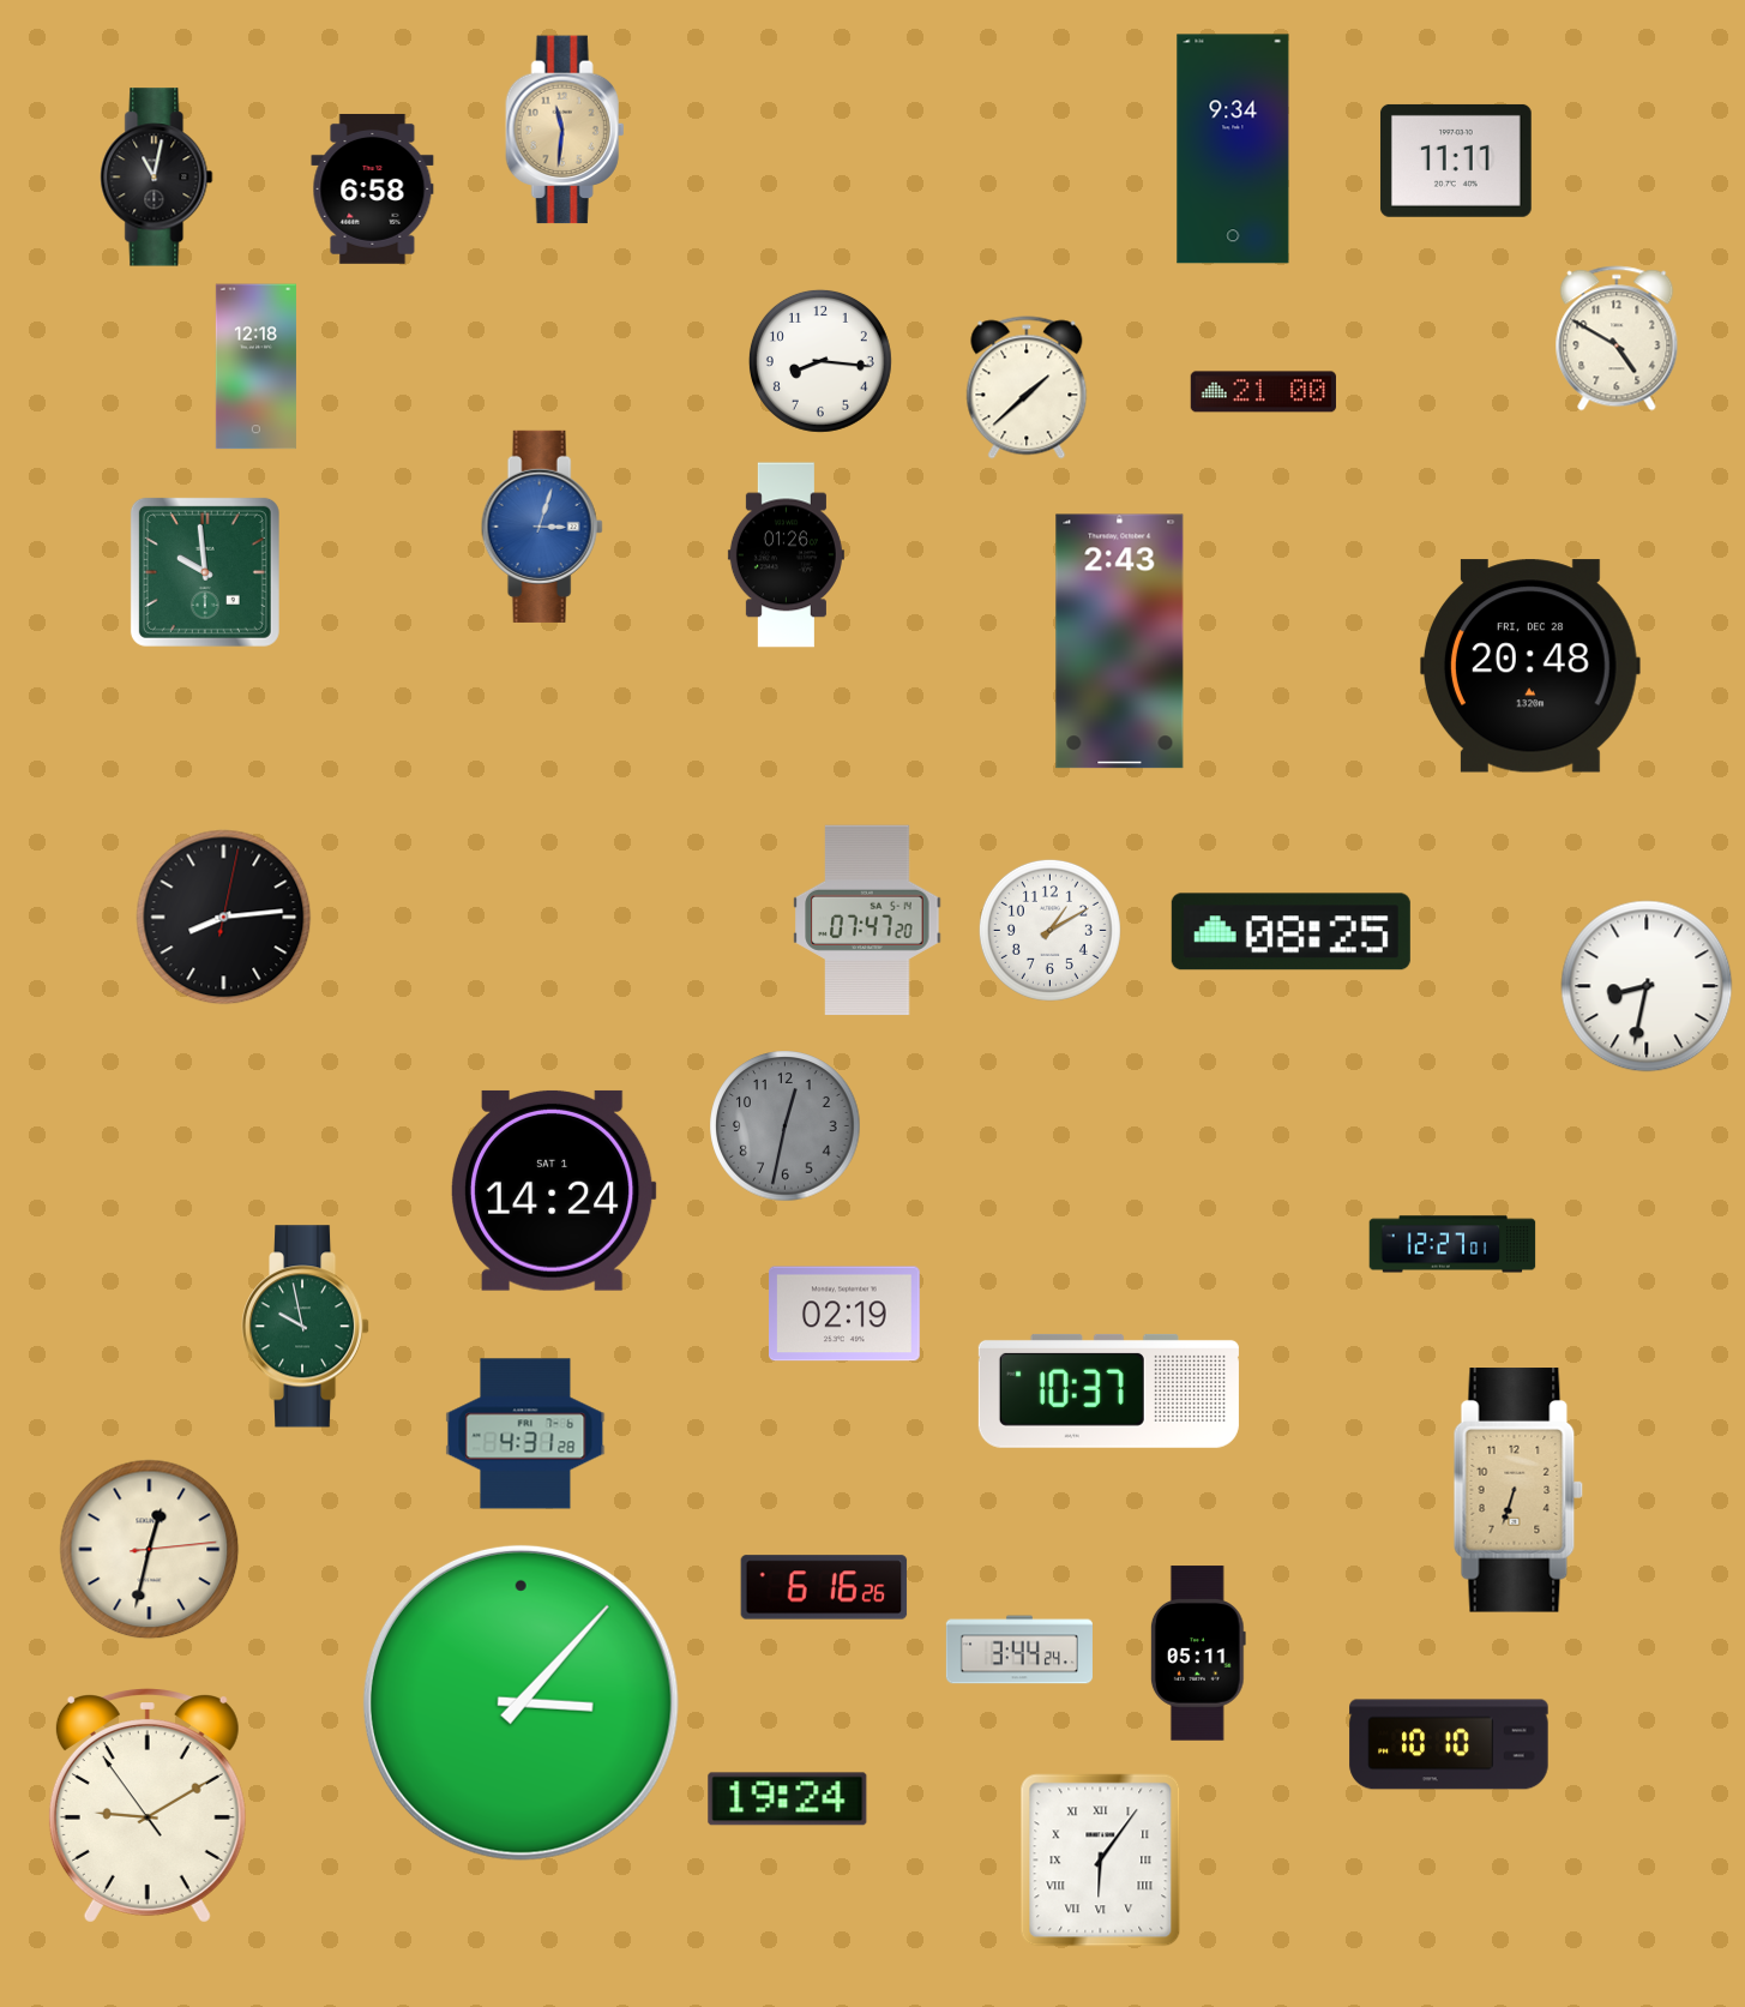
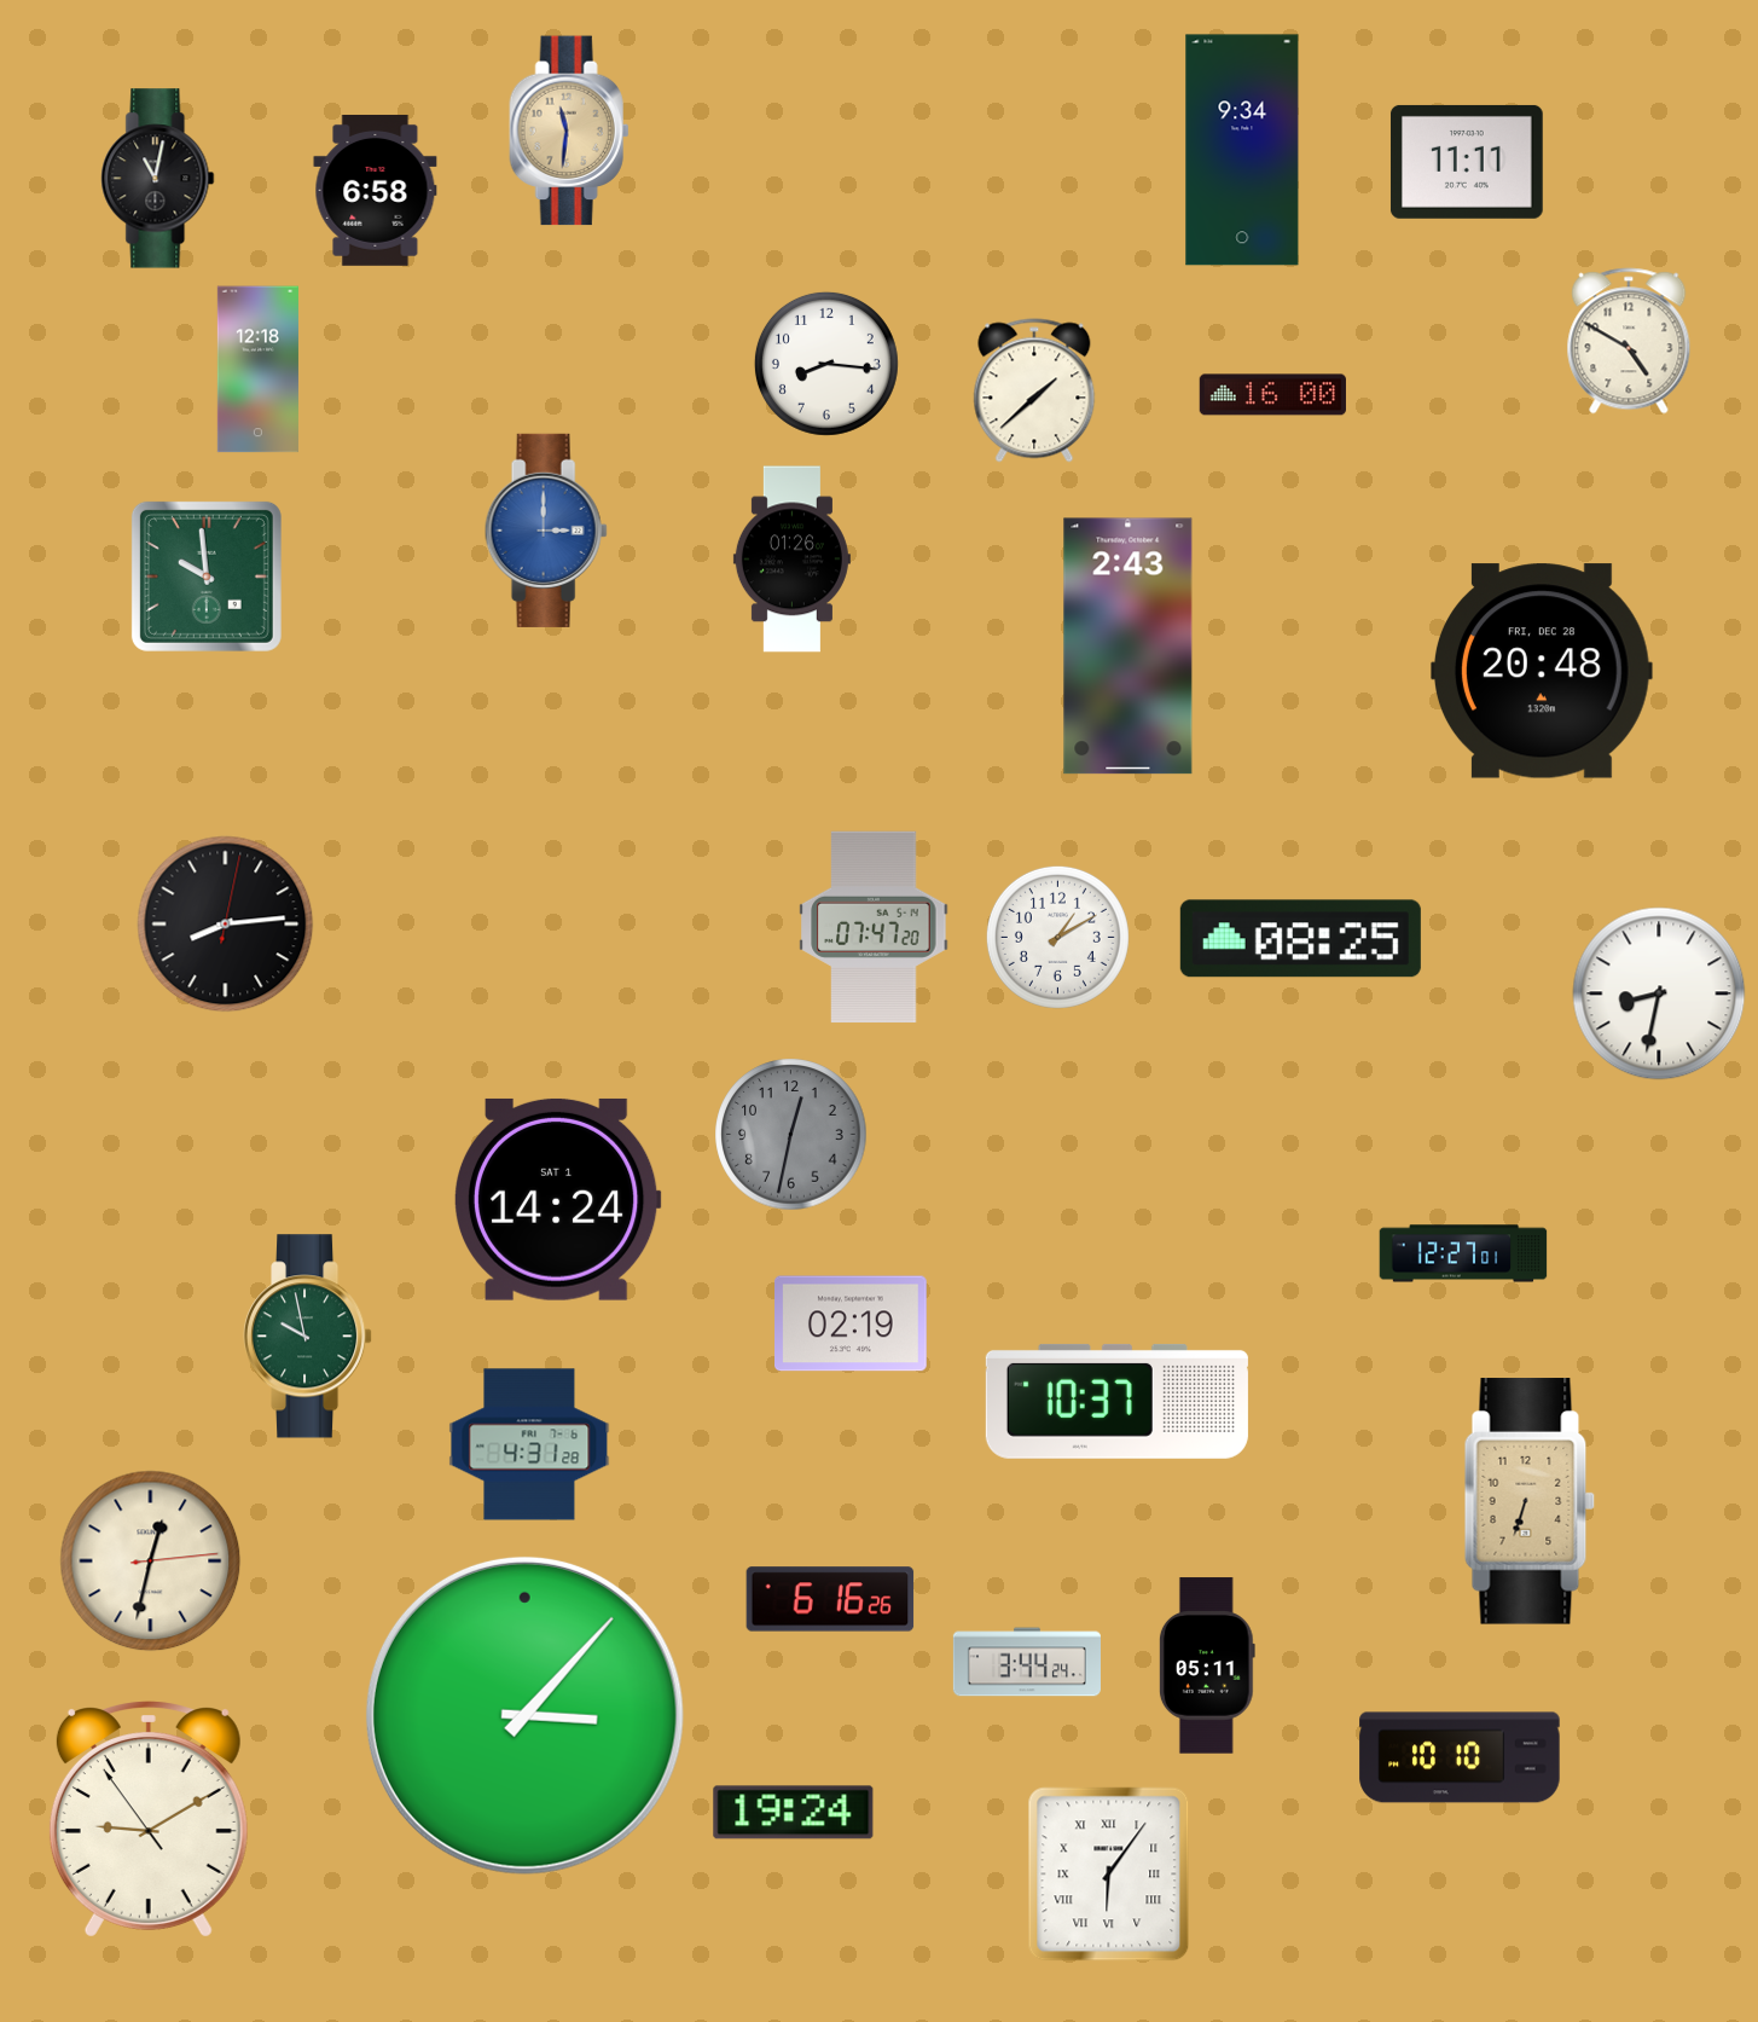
clock at (1263, 392): 21:00 -> 16:00
clock at (542, 527): 3:03 -> 3:00
